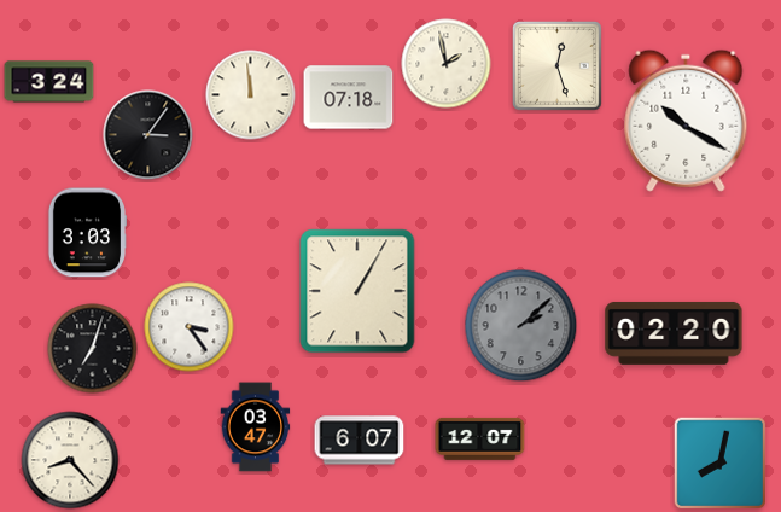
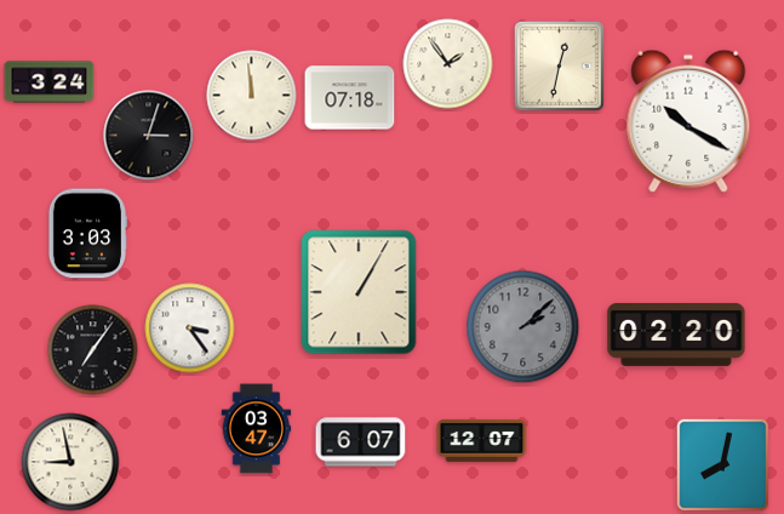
clock at (447, 64): 1:58 -> 1:54
clock at (556, 65): 12:27 -> 12:32
clock at (148, 135): 3:06 -> 3:03
clock at (93, 349): 7:03 -> 7:06
clock at (70, 460): 8:23 -> 8:58
